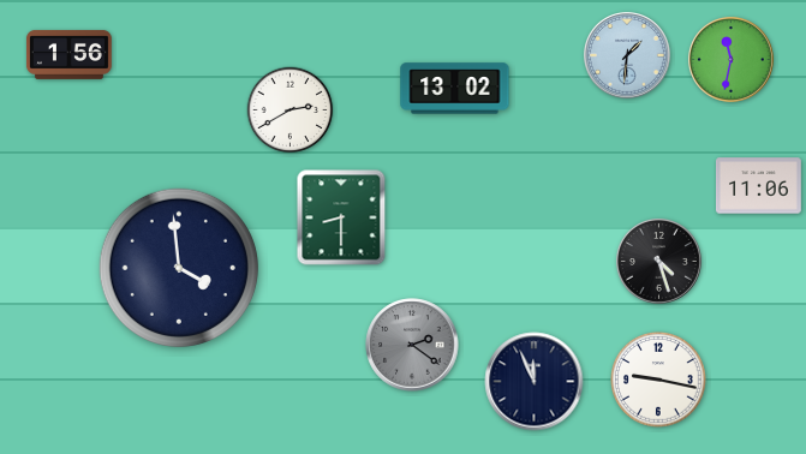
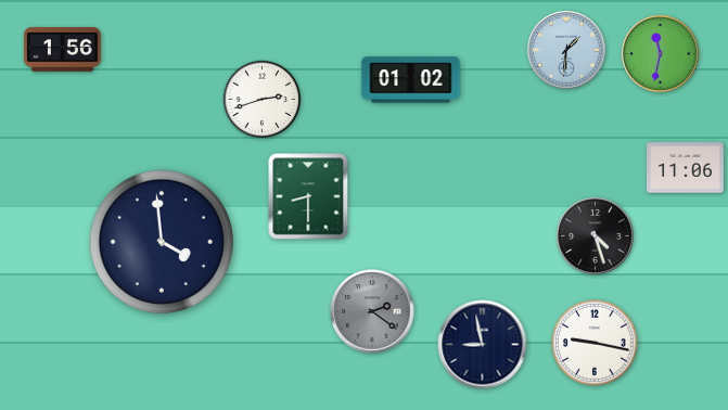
clock at (455, 89): 13:02 -> 01:02
clock at (291, 110): 2:40 -> 2:42
clock at (535, 382): 11:56 -> 8:58
